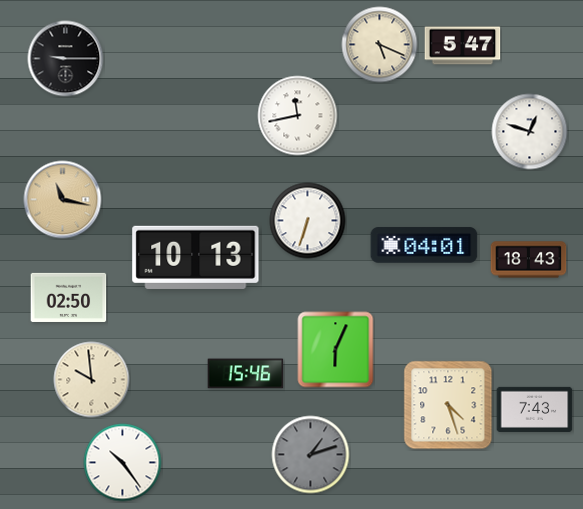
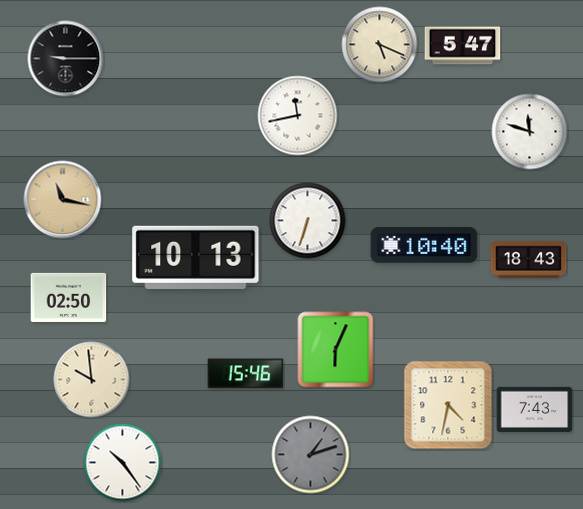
clock at (530, 132): 12:48 -> 11:48
clock at (424, 245): 04:01 -> 10:40
clock at (448, 405): 4:27 -> 4:32
